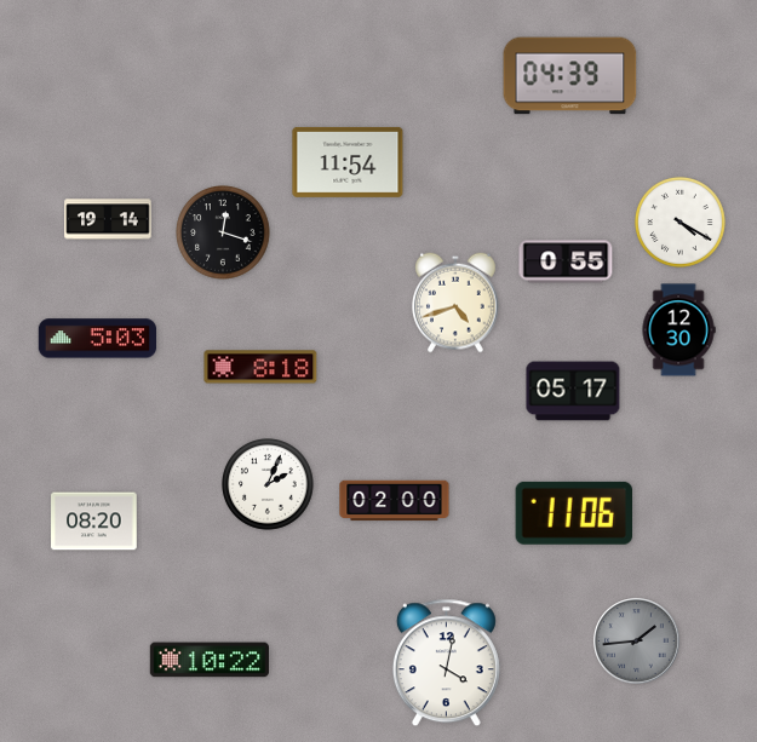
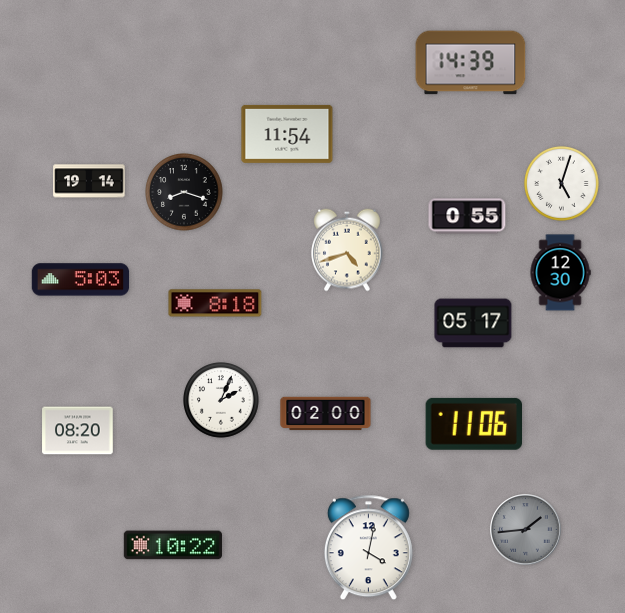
clock at (570, 76): 04:39 -> 14:39
clock at (679, 222): 4:20 -> 5:03
clock at (223, 232): 12:18 -> 8:18
clock at (457, 303) position: (457, 303) -> (348, 250)
